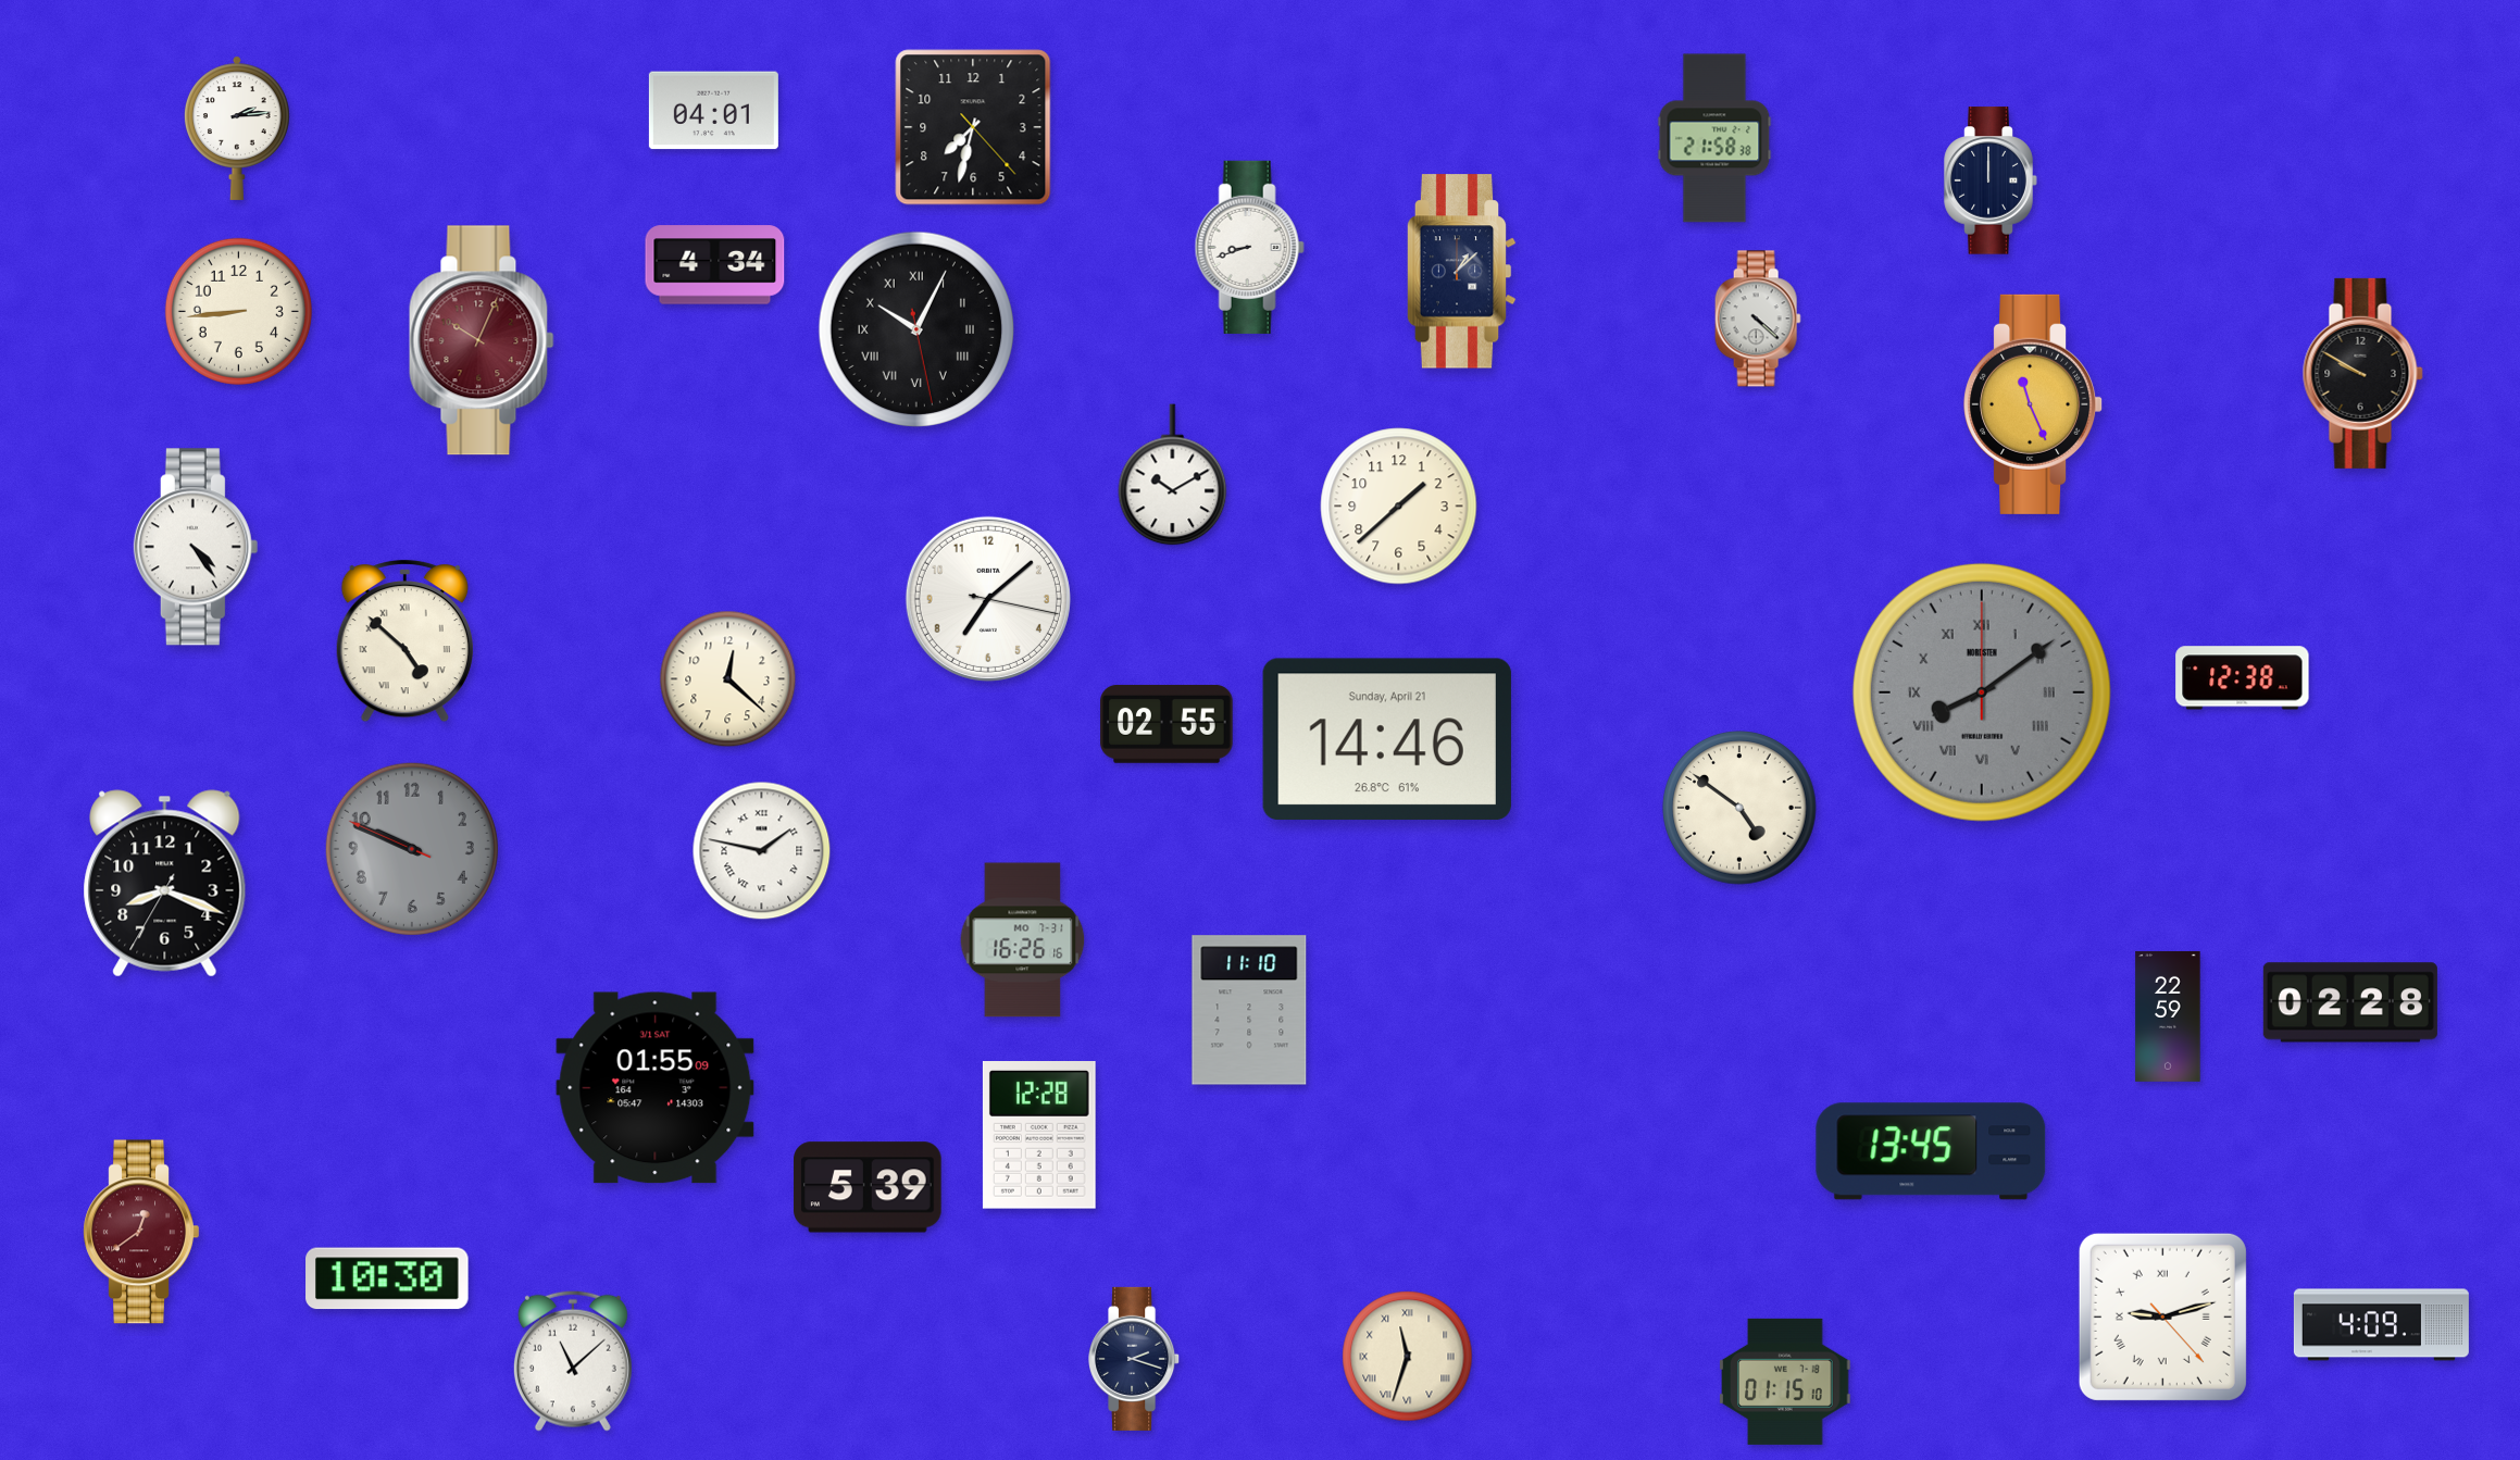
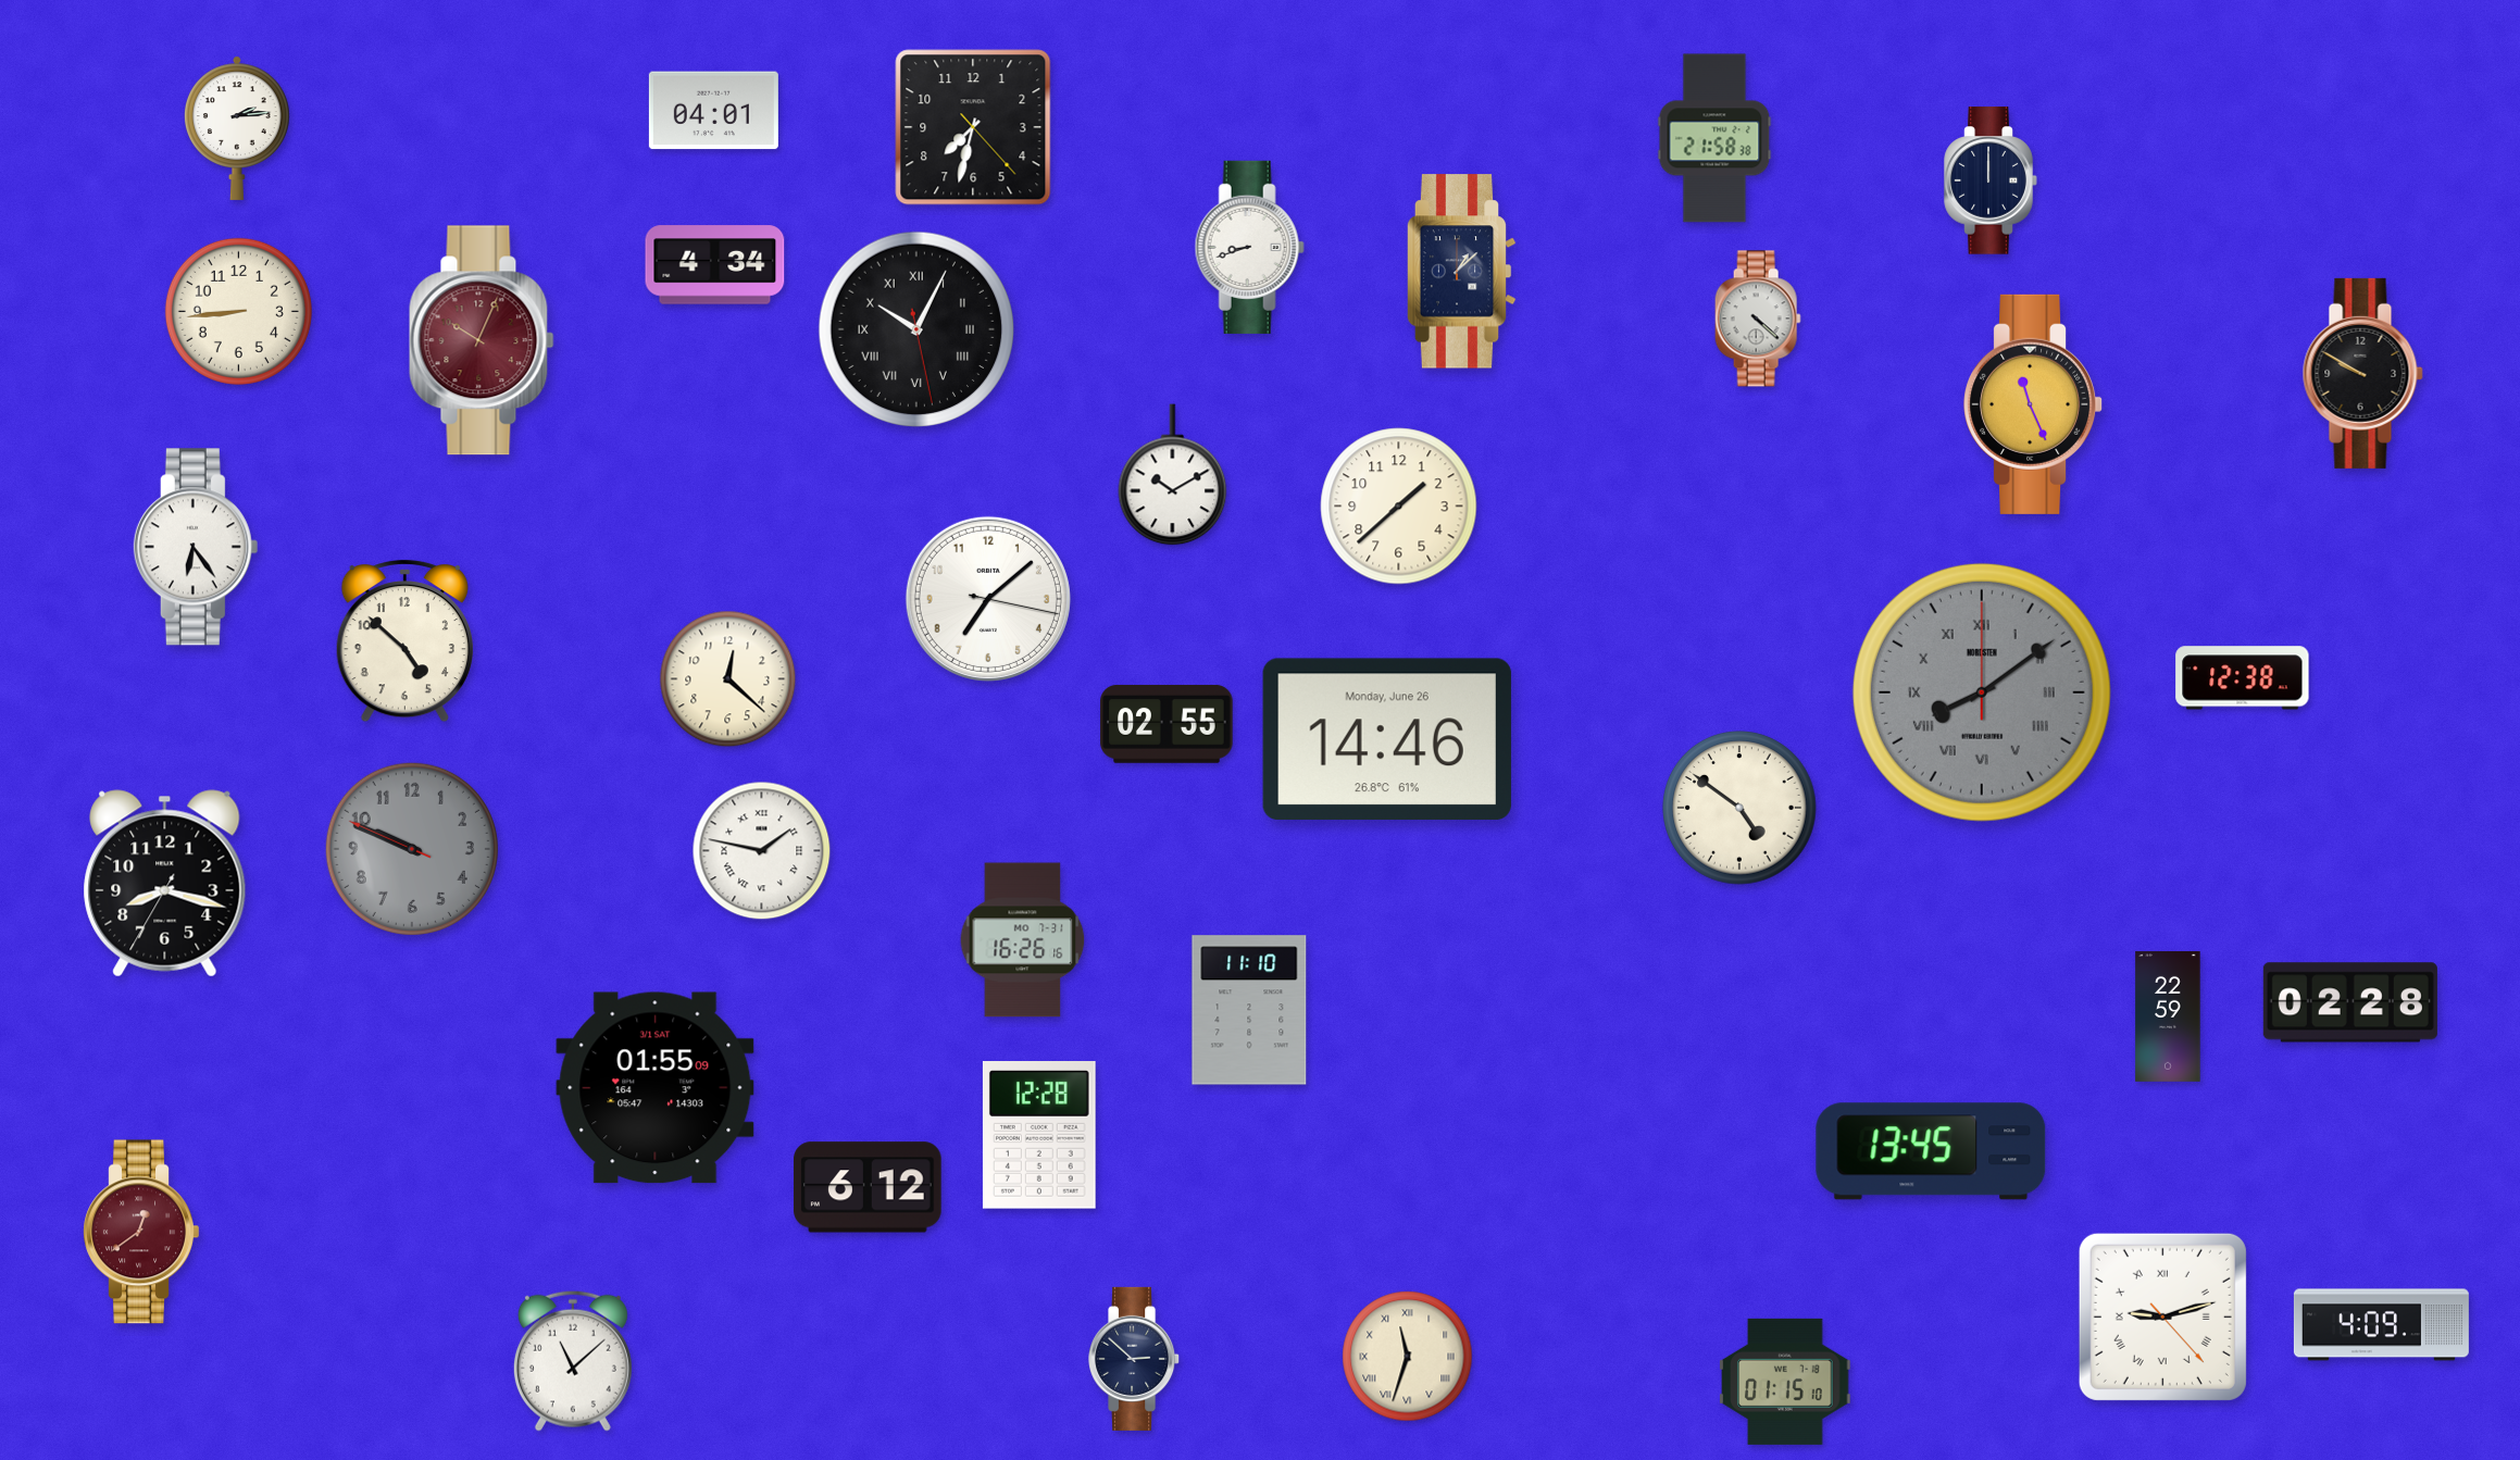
clock at (196, 547): 4:24 -> 6:24
clock at (404, 640) numerals: Roman -> Arabic
clock at (1387, 739) date: Sunday, April 21 -> Monday, June 26
clock at (165, 884): 8:18 -> 8:17
clock at (868, 1187): 5:39 -> 6:12
clock at (387, 1278): 10:30 -> none
clock at (1135, 1359): 2:18 -> 2:52
